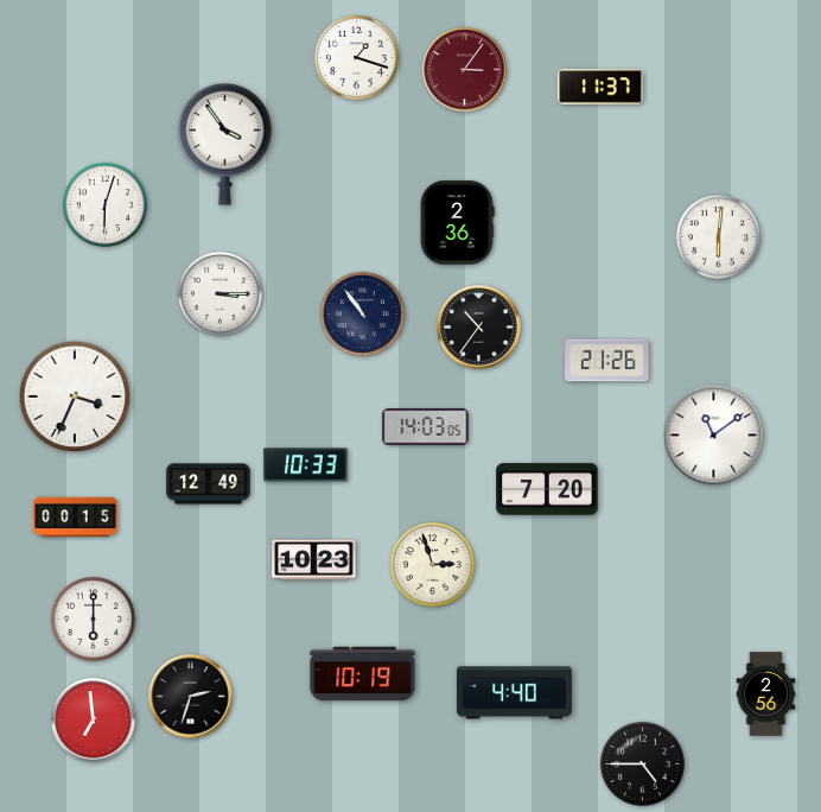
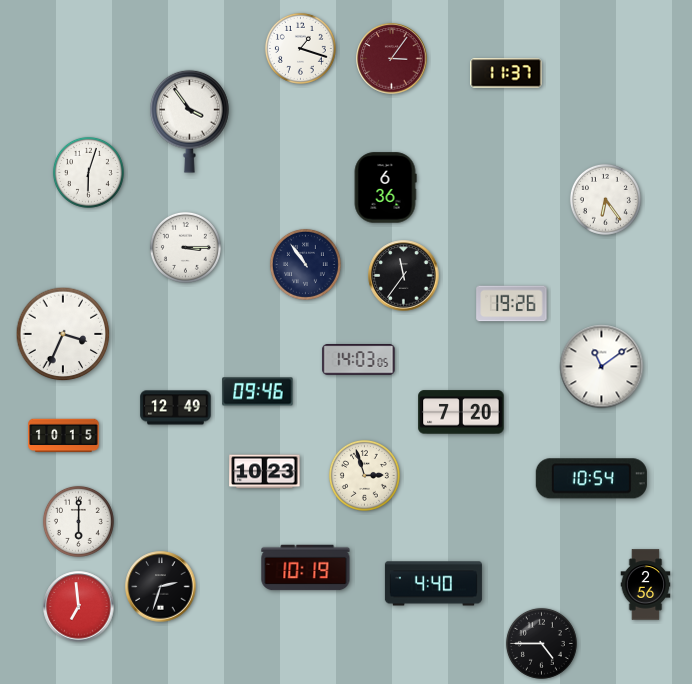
clock at (457, 223): 2:36 -> 6:36
clock at (718, 236): 6:01 -> 6:24
clock at (479, 328): 10:36 -> 11:36
clock at (607, 361): 21:26 -> 19:26
clock at (306, 465): 10:33 -> 09:46
clock at (76, 518): 00:15 -> 10:15
clock at (591, 479): none -> 10:54
